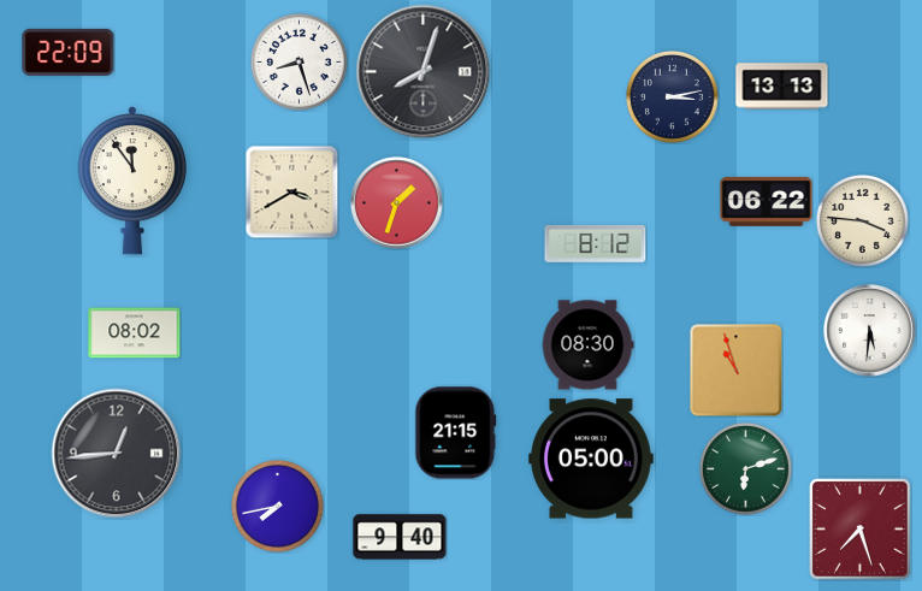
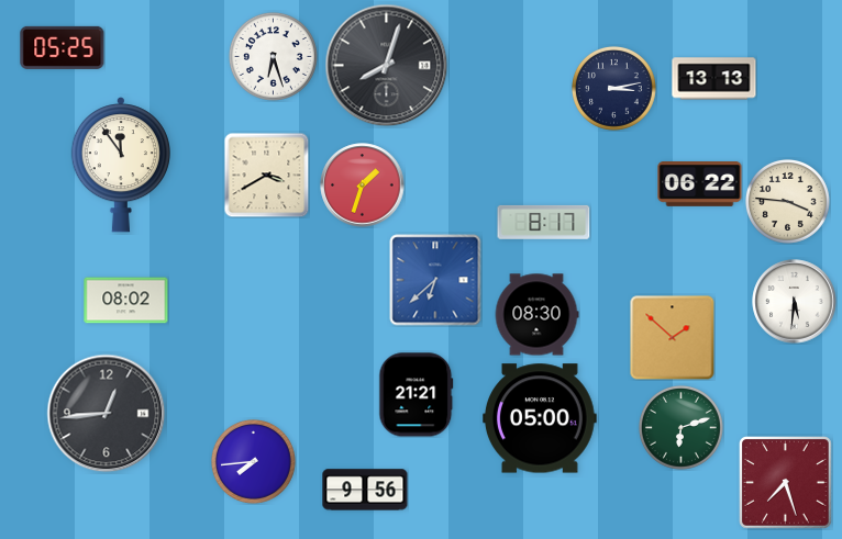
clock at (69, 52): 22:09 -> 05:25
clock at (299, 61): 8:27 -> 6:27
clock at (596, 243): 8:12 -> 8:17
clock at (435, 280): none -> 6:38
clock at (135, 333) position: (135, 333) -> (126, 301)
clock at (737, 371): 10:57 -> 1:52
clock at (456, 433): 21:15 -> 21:21
clock at (277, 506): 7:43 -> 7:44
clock at (400, 537): 9:40 -> 9:56
